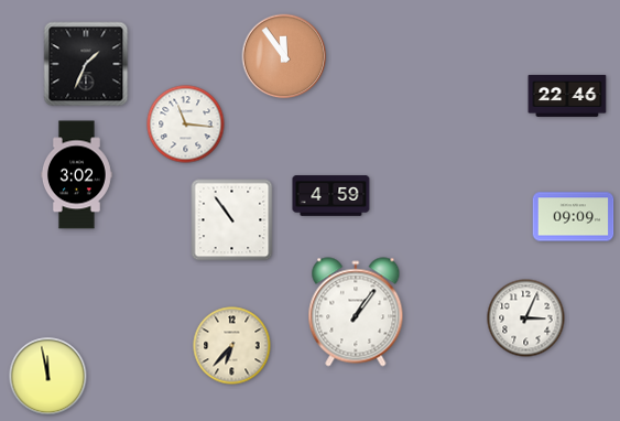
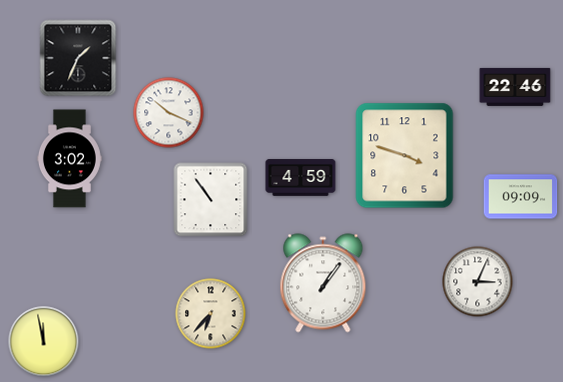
clock at (284, 56): 11:54 -> none
clock at (186, 125): 11:16 -> 10:19
clock at (405, 156): none -> 3:48
clock at (526, 319) position: (526, 319) -> (478, 282)
